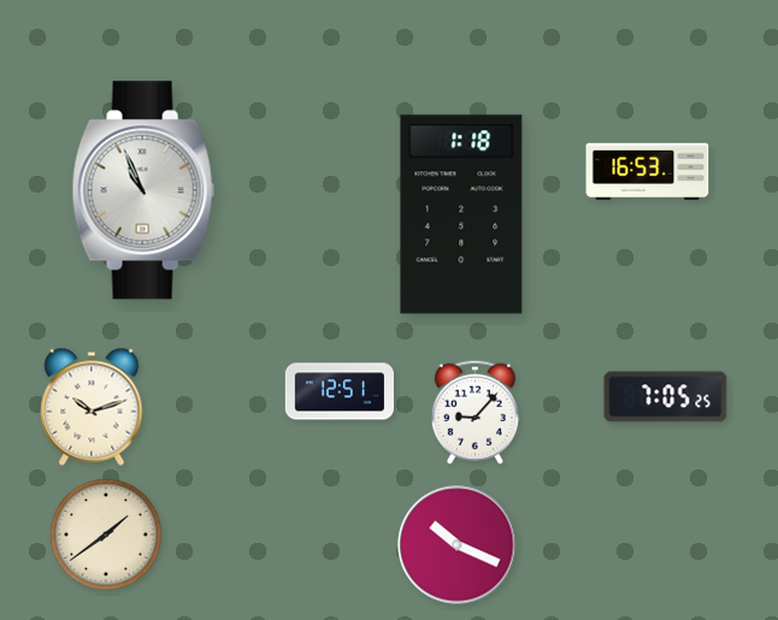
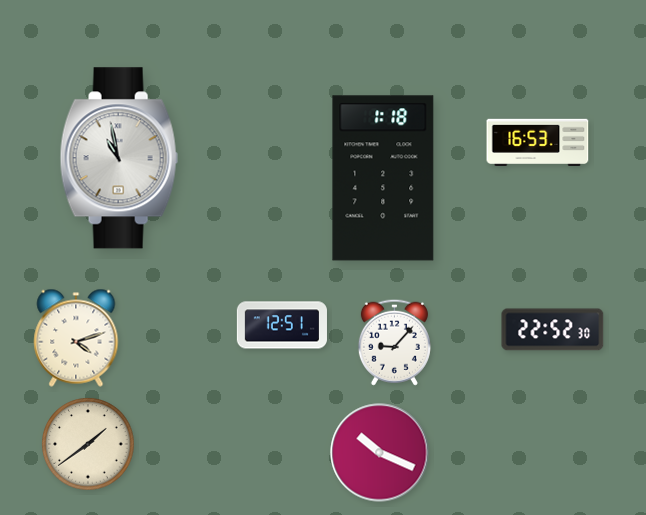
clock at (143, 190): 10:56 -> 10:58
clock at (666, 397): 7:05 -> 22:52
clock at (92, 407): 10:12 -> 4:12
